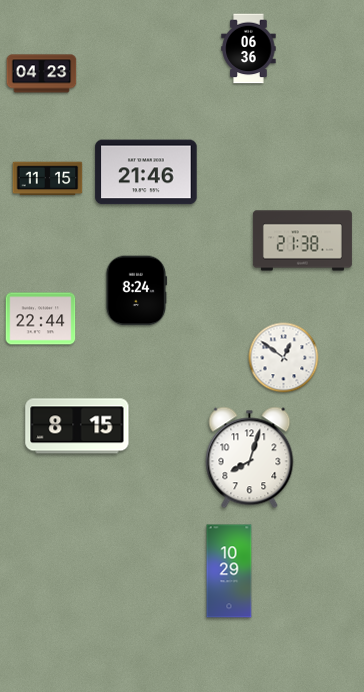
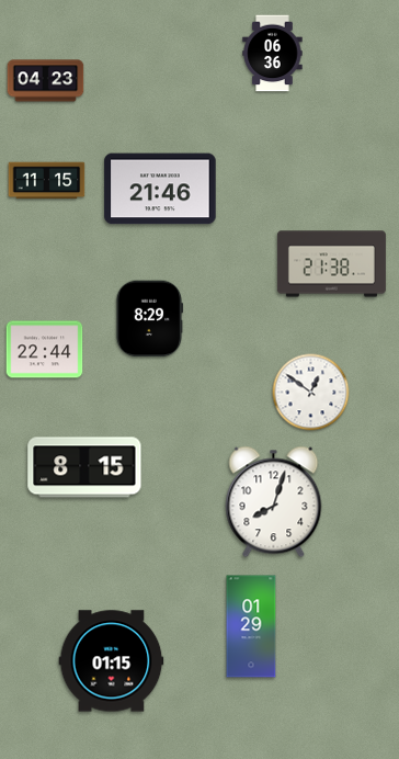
clock at (48, 179) position: (48, 179) -> (47, 181)
clock at (136, 291): 8:24 -> 8:29
clock at (229, 571): 10:29 -> 01:29
clock at (112, 661): none -> 01:15
